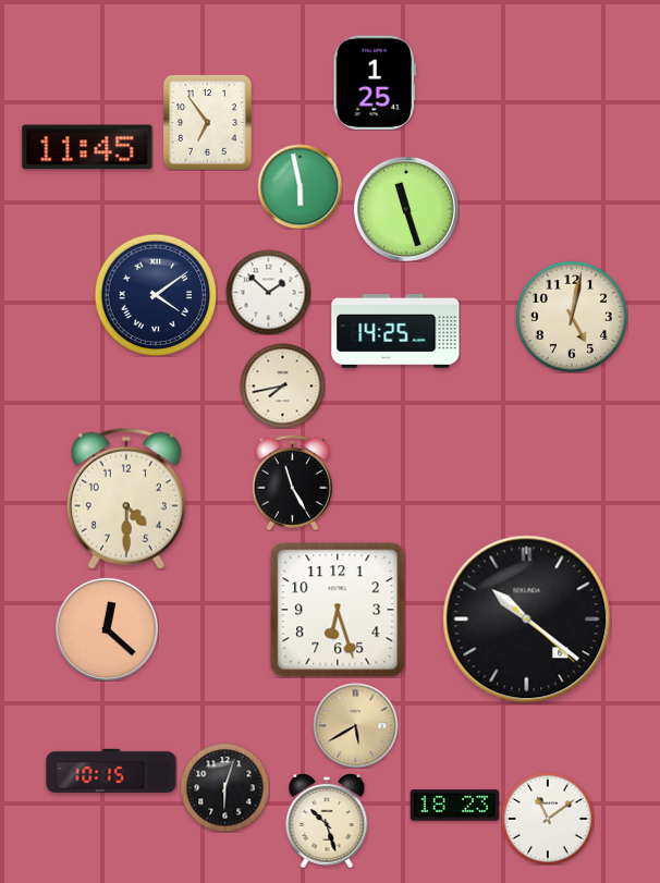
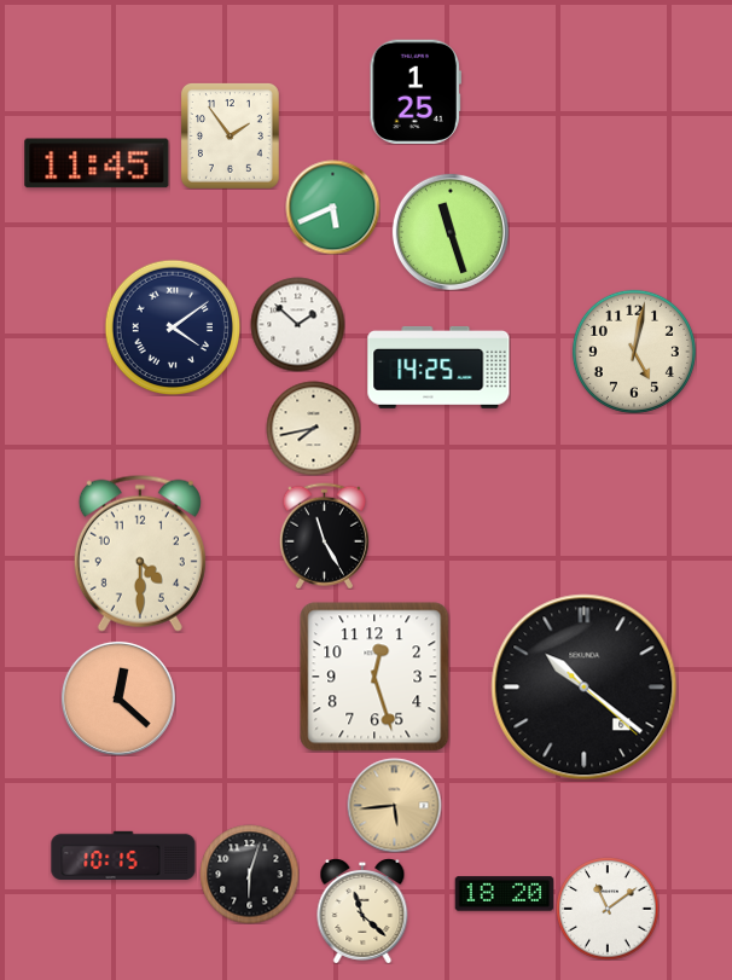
clock at (207, 122): 6:54 -> 1:54
clock at (300, 186): 5:58 -> 5:41
clock at (338, 610): 6:27 -> 12:27
clock at (355, 725): 5:40 -> 5:44
clock at (454, 806): 18:23 -> 18:20
clock at (327, 821): 10:27 -> 11:22
